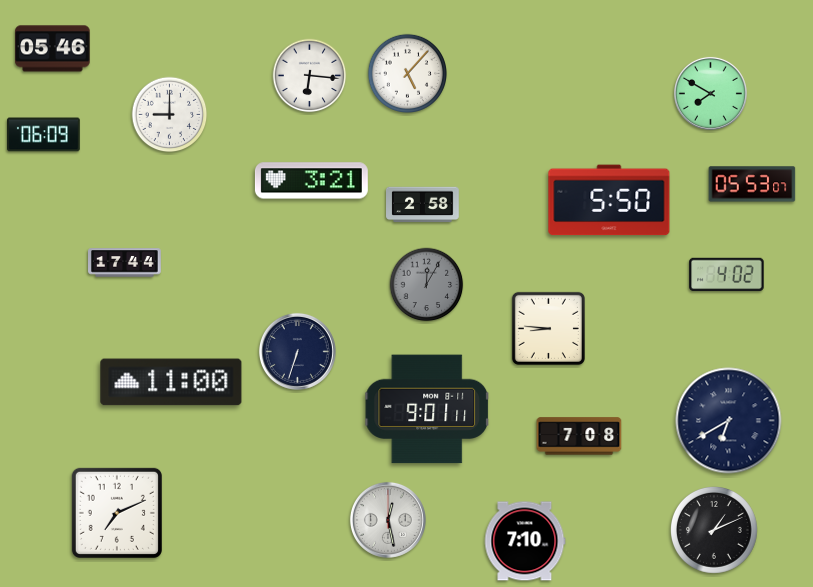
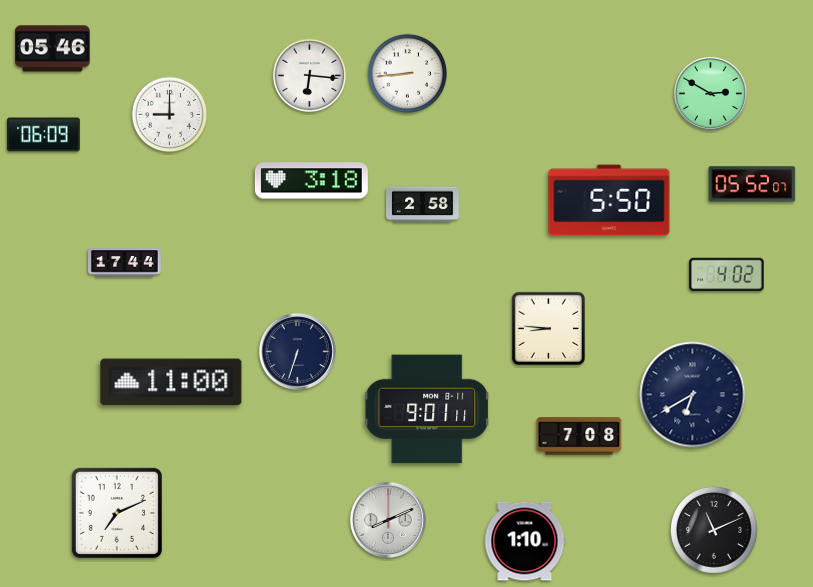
clock at (407, 73): 5:07 -> 8:44
clock at (710, 93): 7:50 -> 2:50
clock at (311, 181): 3:21 -> 3:18
clock at (752, 184): 05:53 -> 05:52
clock at (427, 285): 12:05 -> none
clock at (729, 421) position: (729, 421) -> (693, 395)
clock at (388, 520): 12:28 -> 8:11
clock at (714, 530): 1:11 -> 11:11
clock at (525, 541): 7:10 -> 1:10
